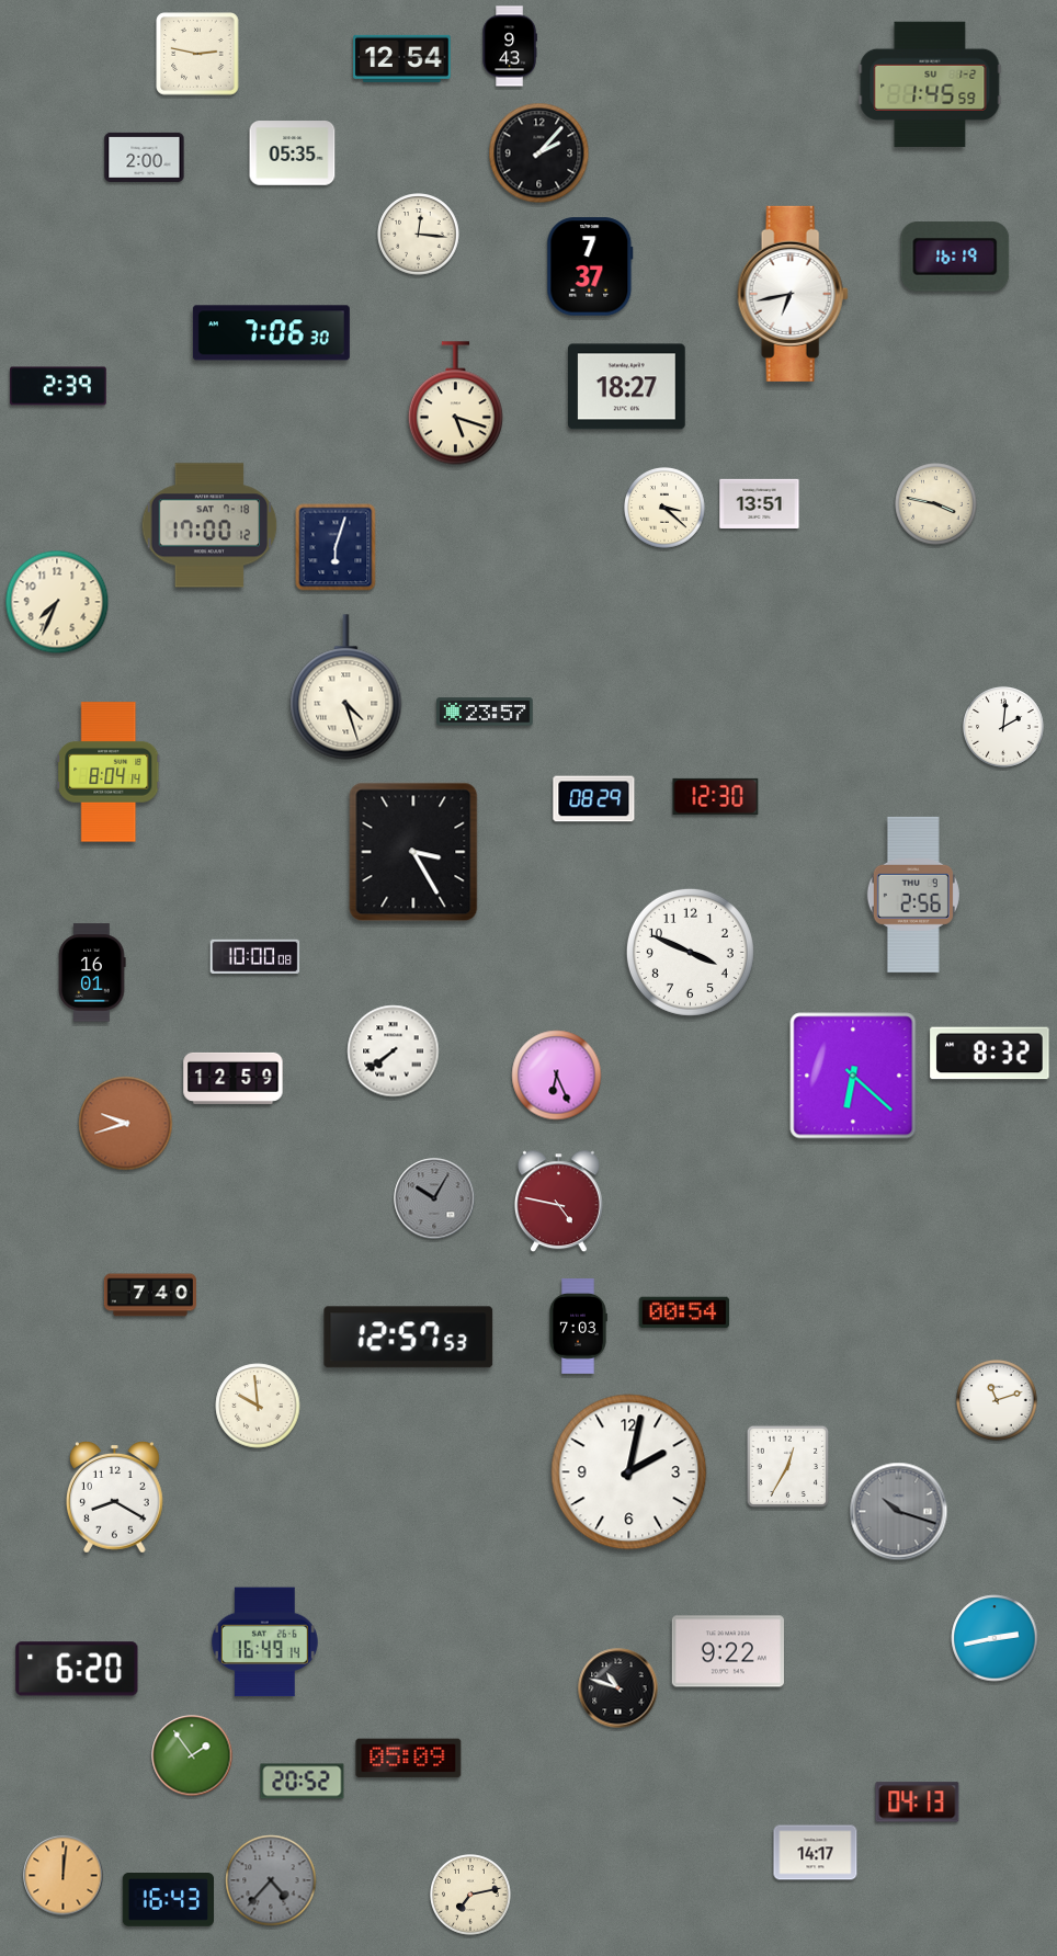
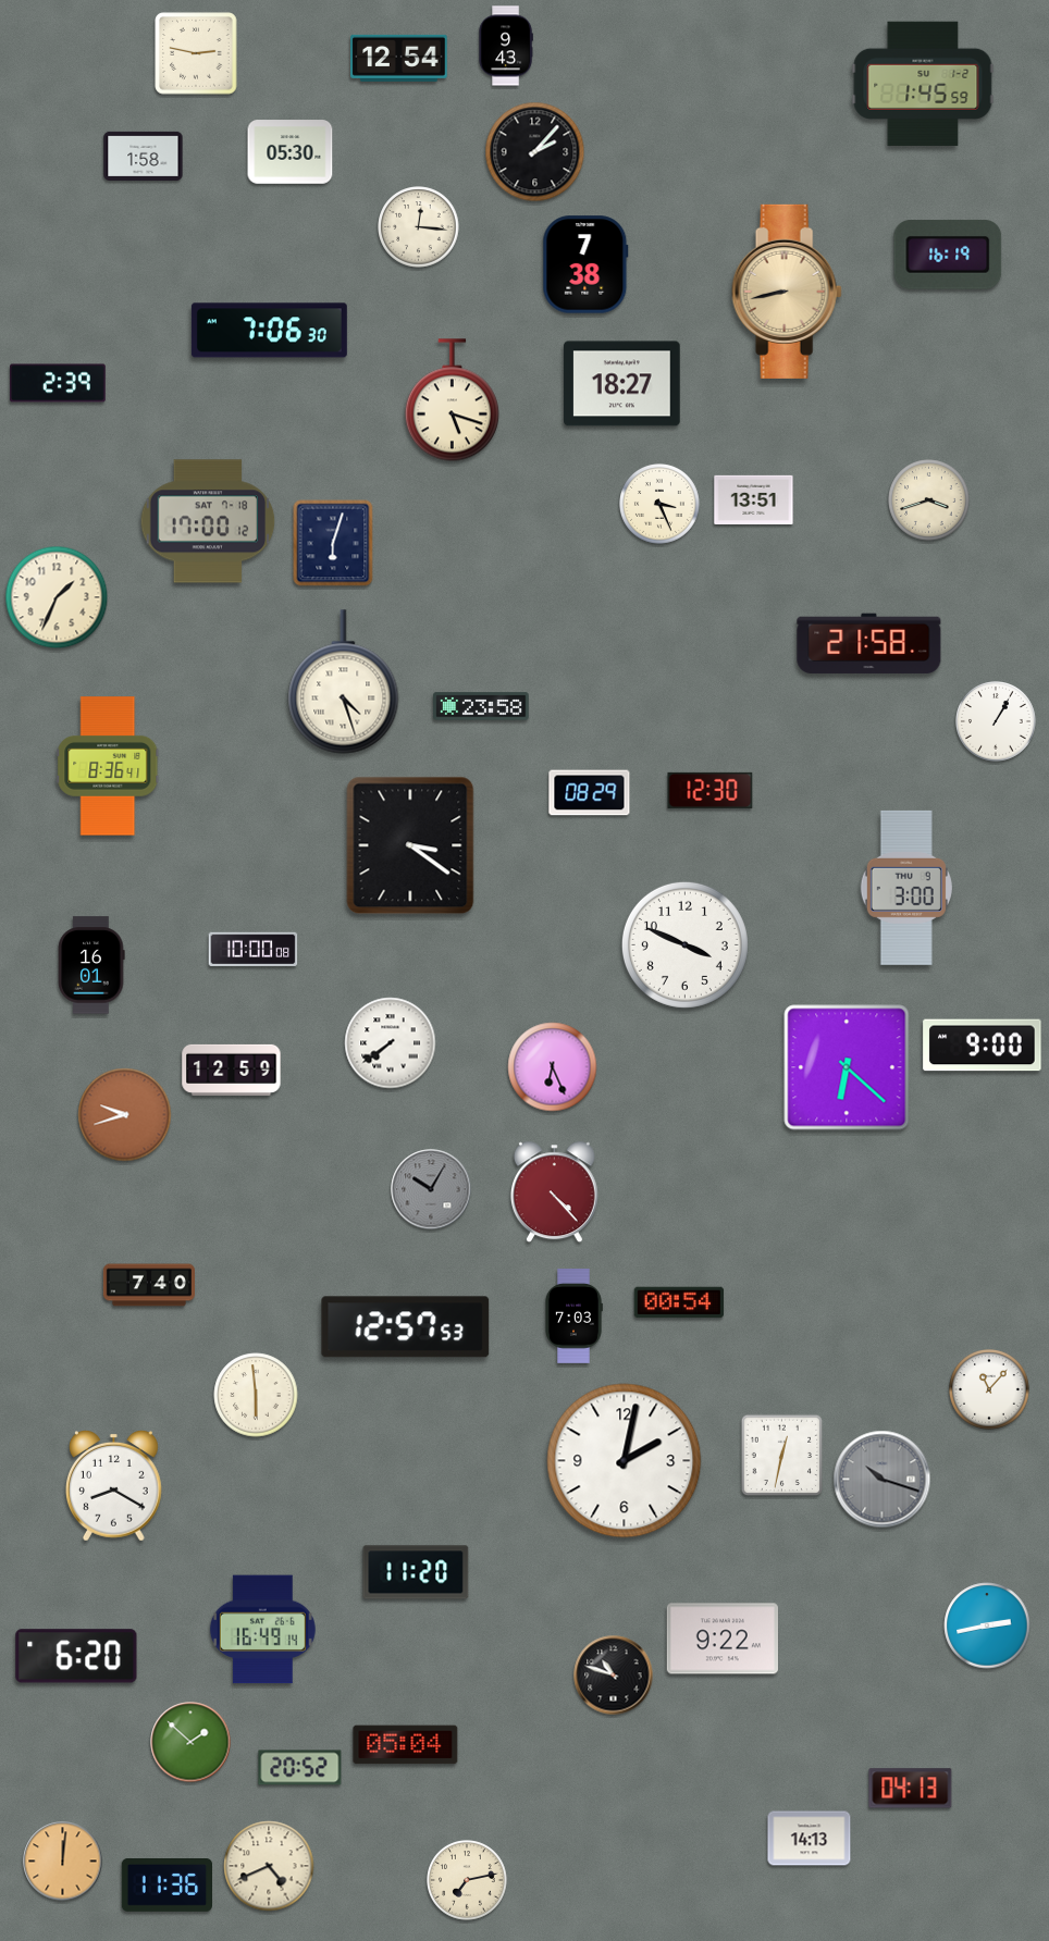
clock at (293, 153): 05:35 -> 05:30
clock at (145, 157): 2:00 -> 1:58
clock at (419, 235) position: (419, 235) -> (419, 227)
clock at (590, 266): 7:37 -> 7:38
clock at (793, 294): 6:43 -> 8:43
clock at (793, 294) dial: white -> champagne
clock at (936, 504): 3:47 -> 3:42
clock at (666, 509): 3:22 -> 3:26
clock at (57, 602): 7:34 -> 1:34
clock at (869, 644): none -> 21:58
clock at (485, 712): 23:57 -> 23:58
clock at (1004, 728): 2:01 -> 1:05
clock at (109, 772): 8:04 -> 8:36
clock at (413, 852): 3:25 -> 3:21
clock at (913, 895): 2:56 -> 3:00
clock at (990, 1054): 8:32 -> 9:00
clock at (558, 1202): 4:47 -> 4:23
clock at (998, 1401): 11:12 -> 11:07
clock at (258, 1406): 9:59 -> 5:59
clock at (788, 1467): 12:35 -> 12:32
clock at (899, 1512) position: (899, 1512) -> (883, 1480)
clock at (416, 1572): none -> 11:20
clock at (192, 1755): 1:54 -> 1:52
clock at (409, 1759): 05:09 -> 05:04
clock at (816, 1853): 14:17 -> 14:13
clock at (271, 1880): 4:37 -> 4:41
clock at (271, 1880) dial: grey -> cream
clock at (168, 1900): 16:43 -> 11:36
